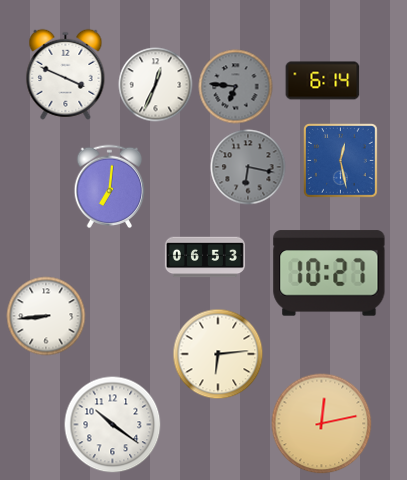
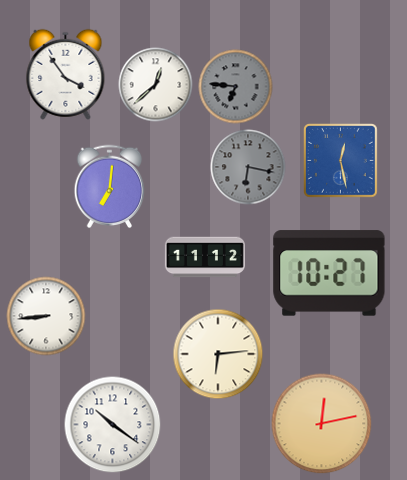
clock at (66, 74): 3:49 -> 3:54
clock at (323, 81): 6:14 -> none
clock at (156, 85): 12:34 -> 12:38
clock at (205, 257): 06:53 -> 11:12
